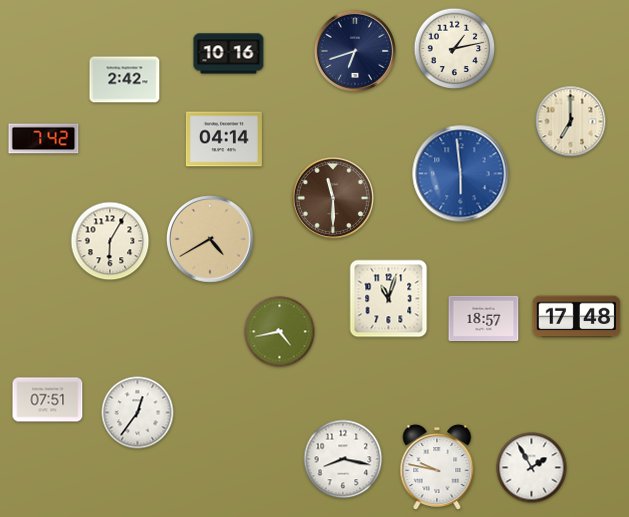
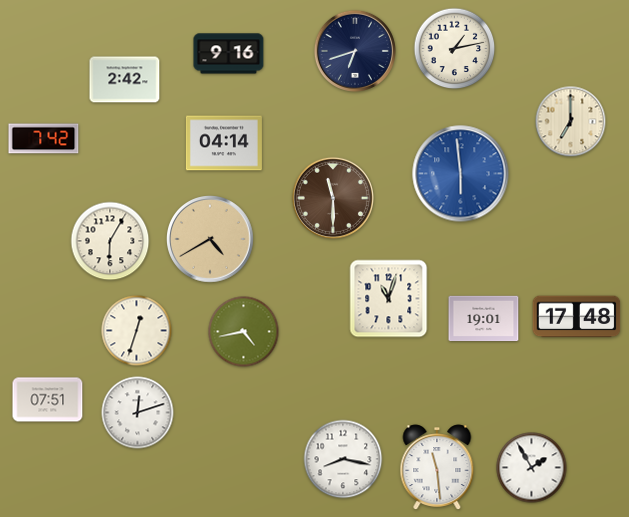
clock at (229, 54): 10:16 -> 9:16
clock at (224, 139) position: (224, 139) -> (224, 143)
clock at (484, 319): 18:57 -> 19:01
clock at (137, 331): none -> 12:33
clock at (280, 332) position: (280, 332) -> (244, 332)
clock at (138, 413): 12:36 -> 12:12
clock at (437, 467): 9:47 -> 11:29
